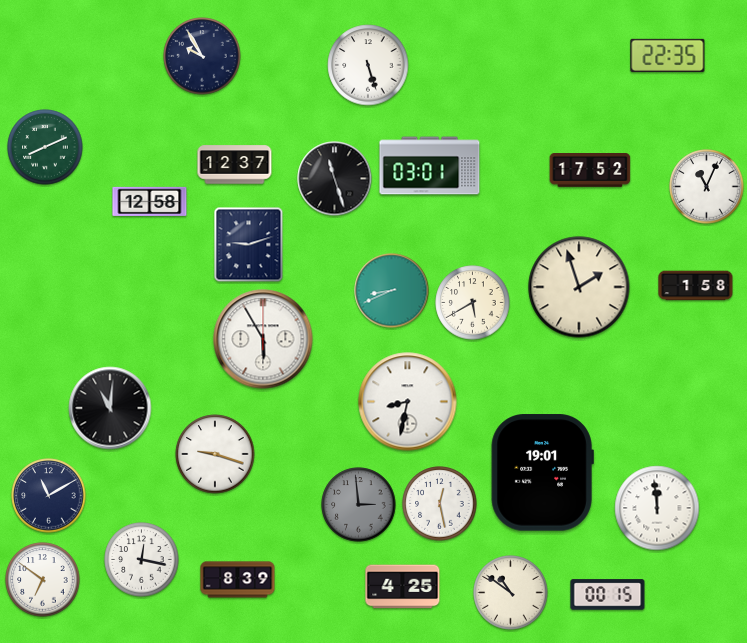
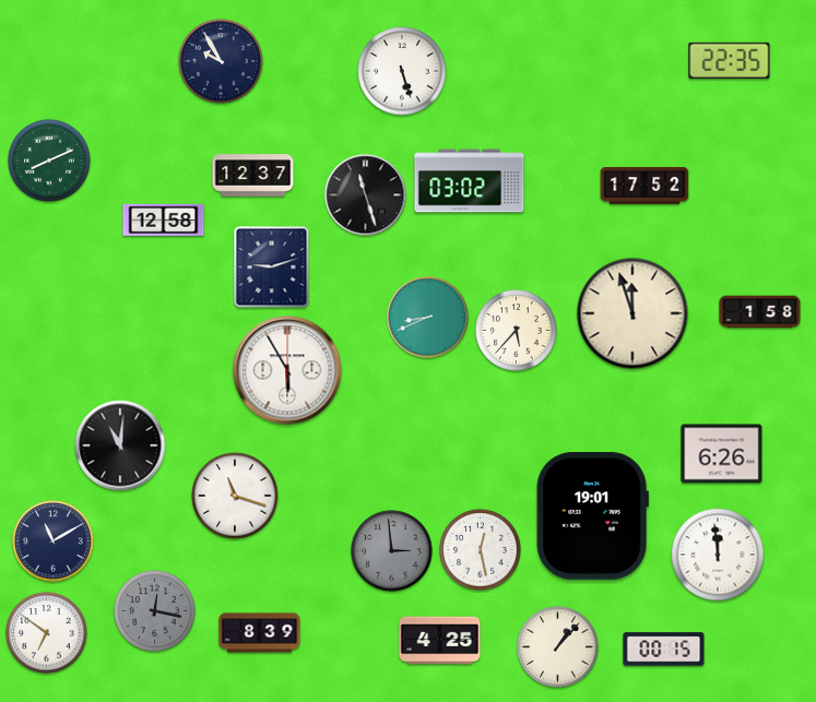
clock at (235, 165) position: (235, 165) -> (253, 176)
clock at (430, 166): 03:01 -> 03:02
clock at (707, 187): 11:04 -> none
clock at (579, 287): 1:57 -> 11:57
clock at (473, 303): 5:40 -> 5:37
clock at (408, 402): 8:32 -> none
clock at (722, 454): none -> 6:26
clock at (215, 454): 9:18 -> 11:18
clock at (142, 560) dial: white -> grey
clock at (511, 593): 10:51 -> 1:07
